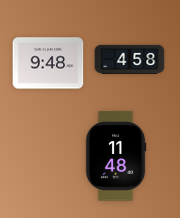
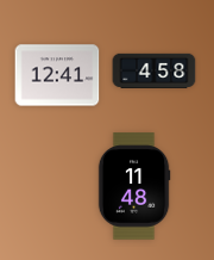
clock at (48, 63): 9:48 -> 12:41
clock at (116, 156) position: (116, 156) -> (134, 186)
